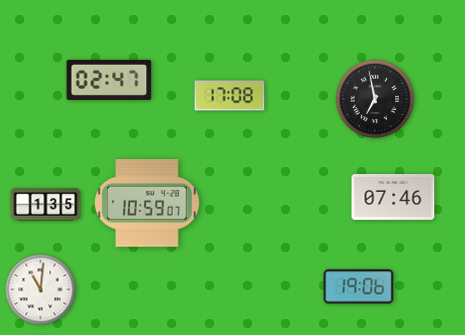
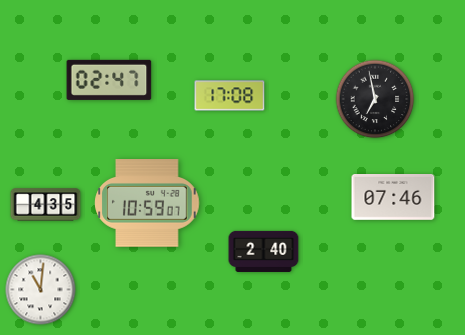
clock at (46, 205): 1:35 -> 4:35
clock at (264, 251): none -> 2:40
clock at (359, 287): 19:06 -> none
